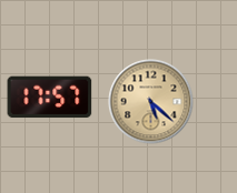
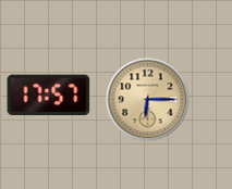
clock at (151, 102): 5:22 -> 6:15
